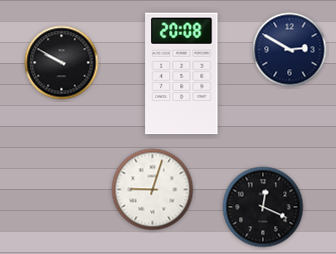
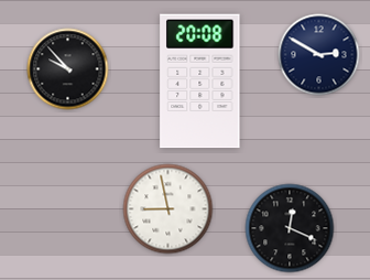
clock at (62, 63): 9:50 -> 9:53
clock at (153, 190): 9:03 -> 8:58
